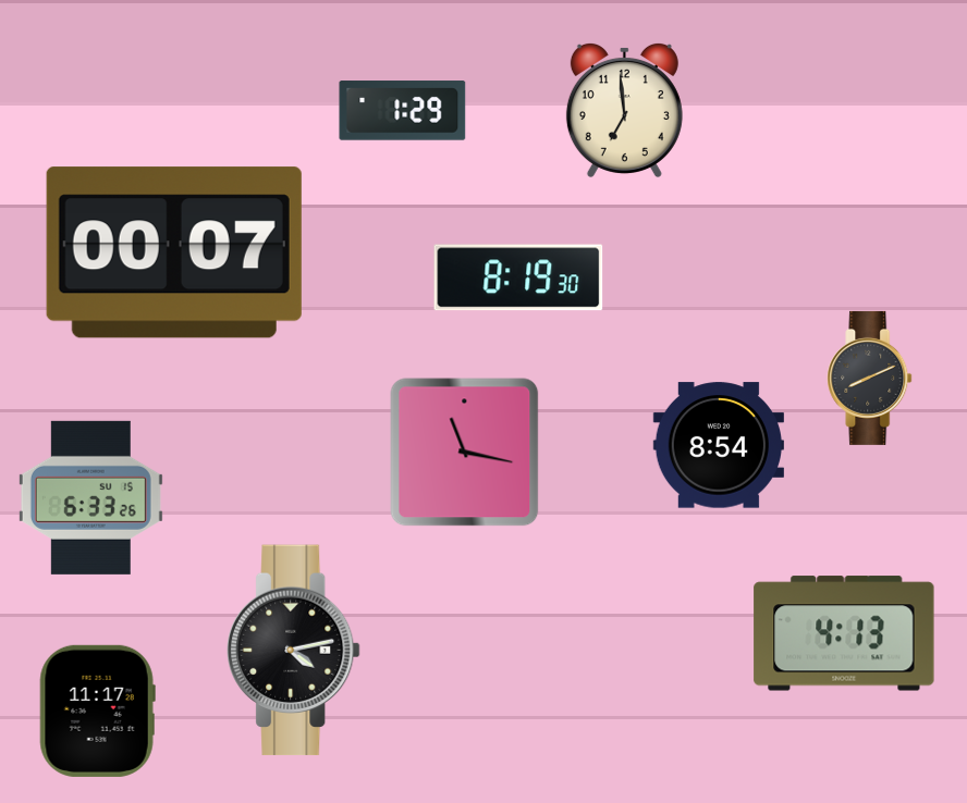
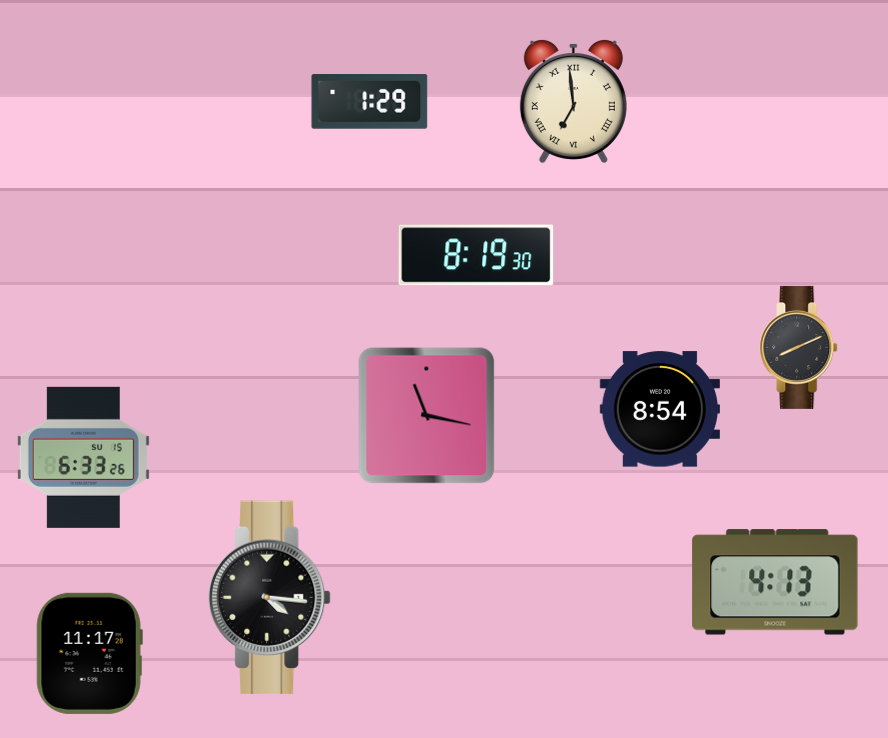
clock at (624, 110) numerals: Arabic -> Roman
clock at (174, 252): 00:07 -> none
clock at (294, 651): 4:13 -> 4:16
